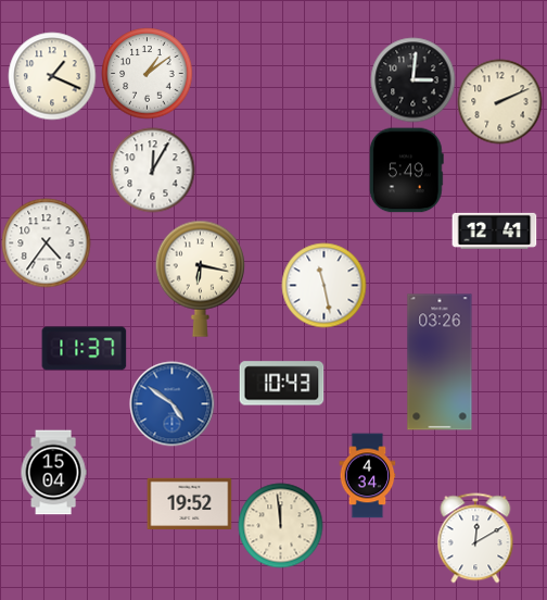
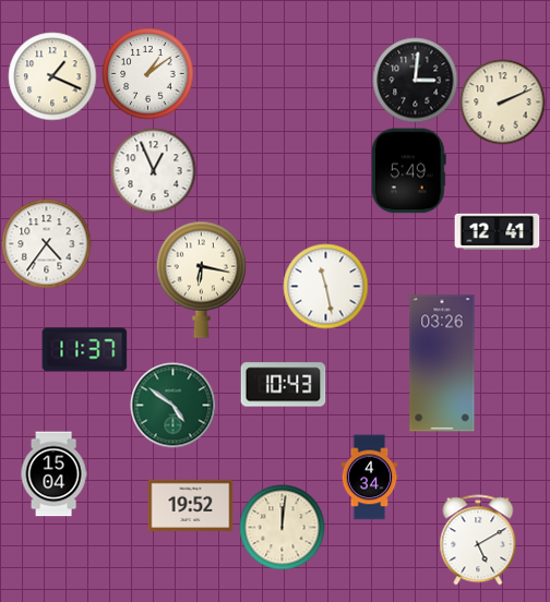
clock at (152, 170): 12:05 -> 12:56
clock at (171, 403) dial: blue -> green
clock at (280, 525): 11:59 -> 12:01
clock at (475, 538): 12:10 -> 5:10
